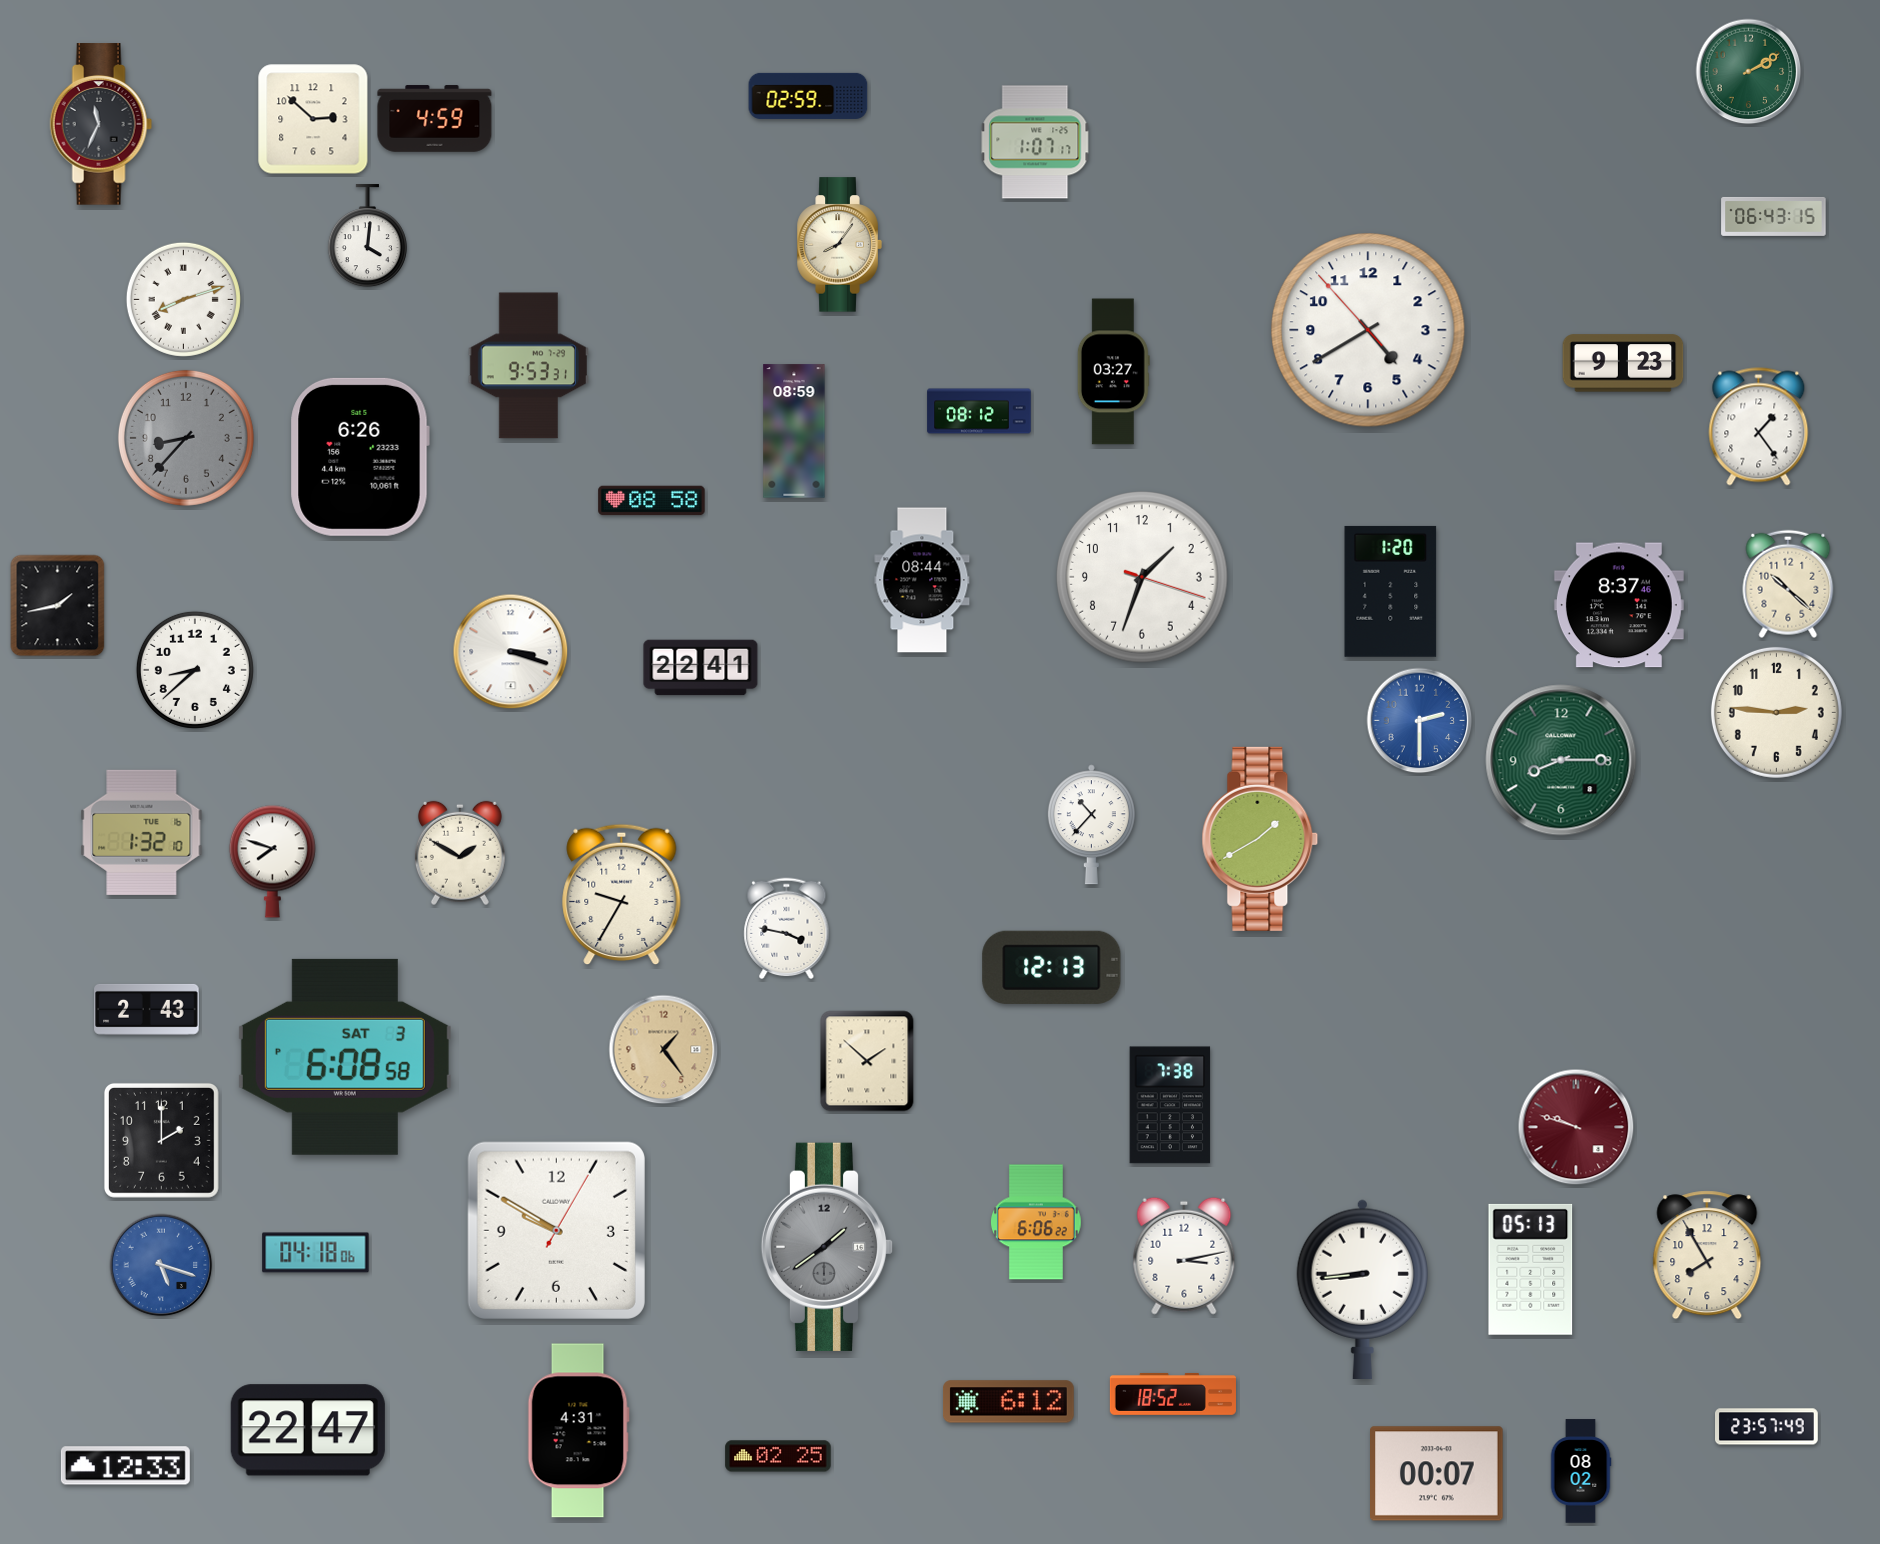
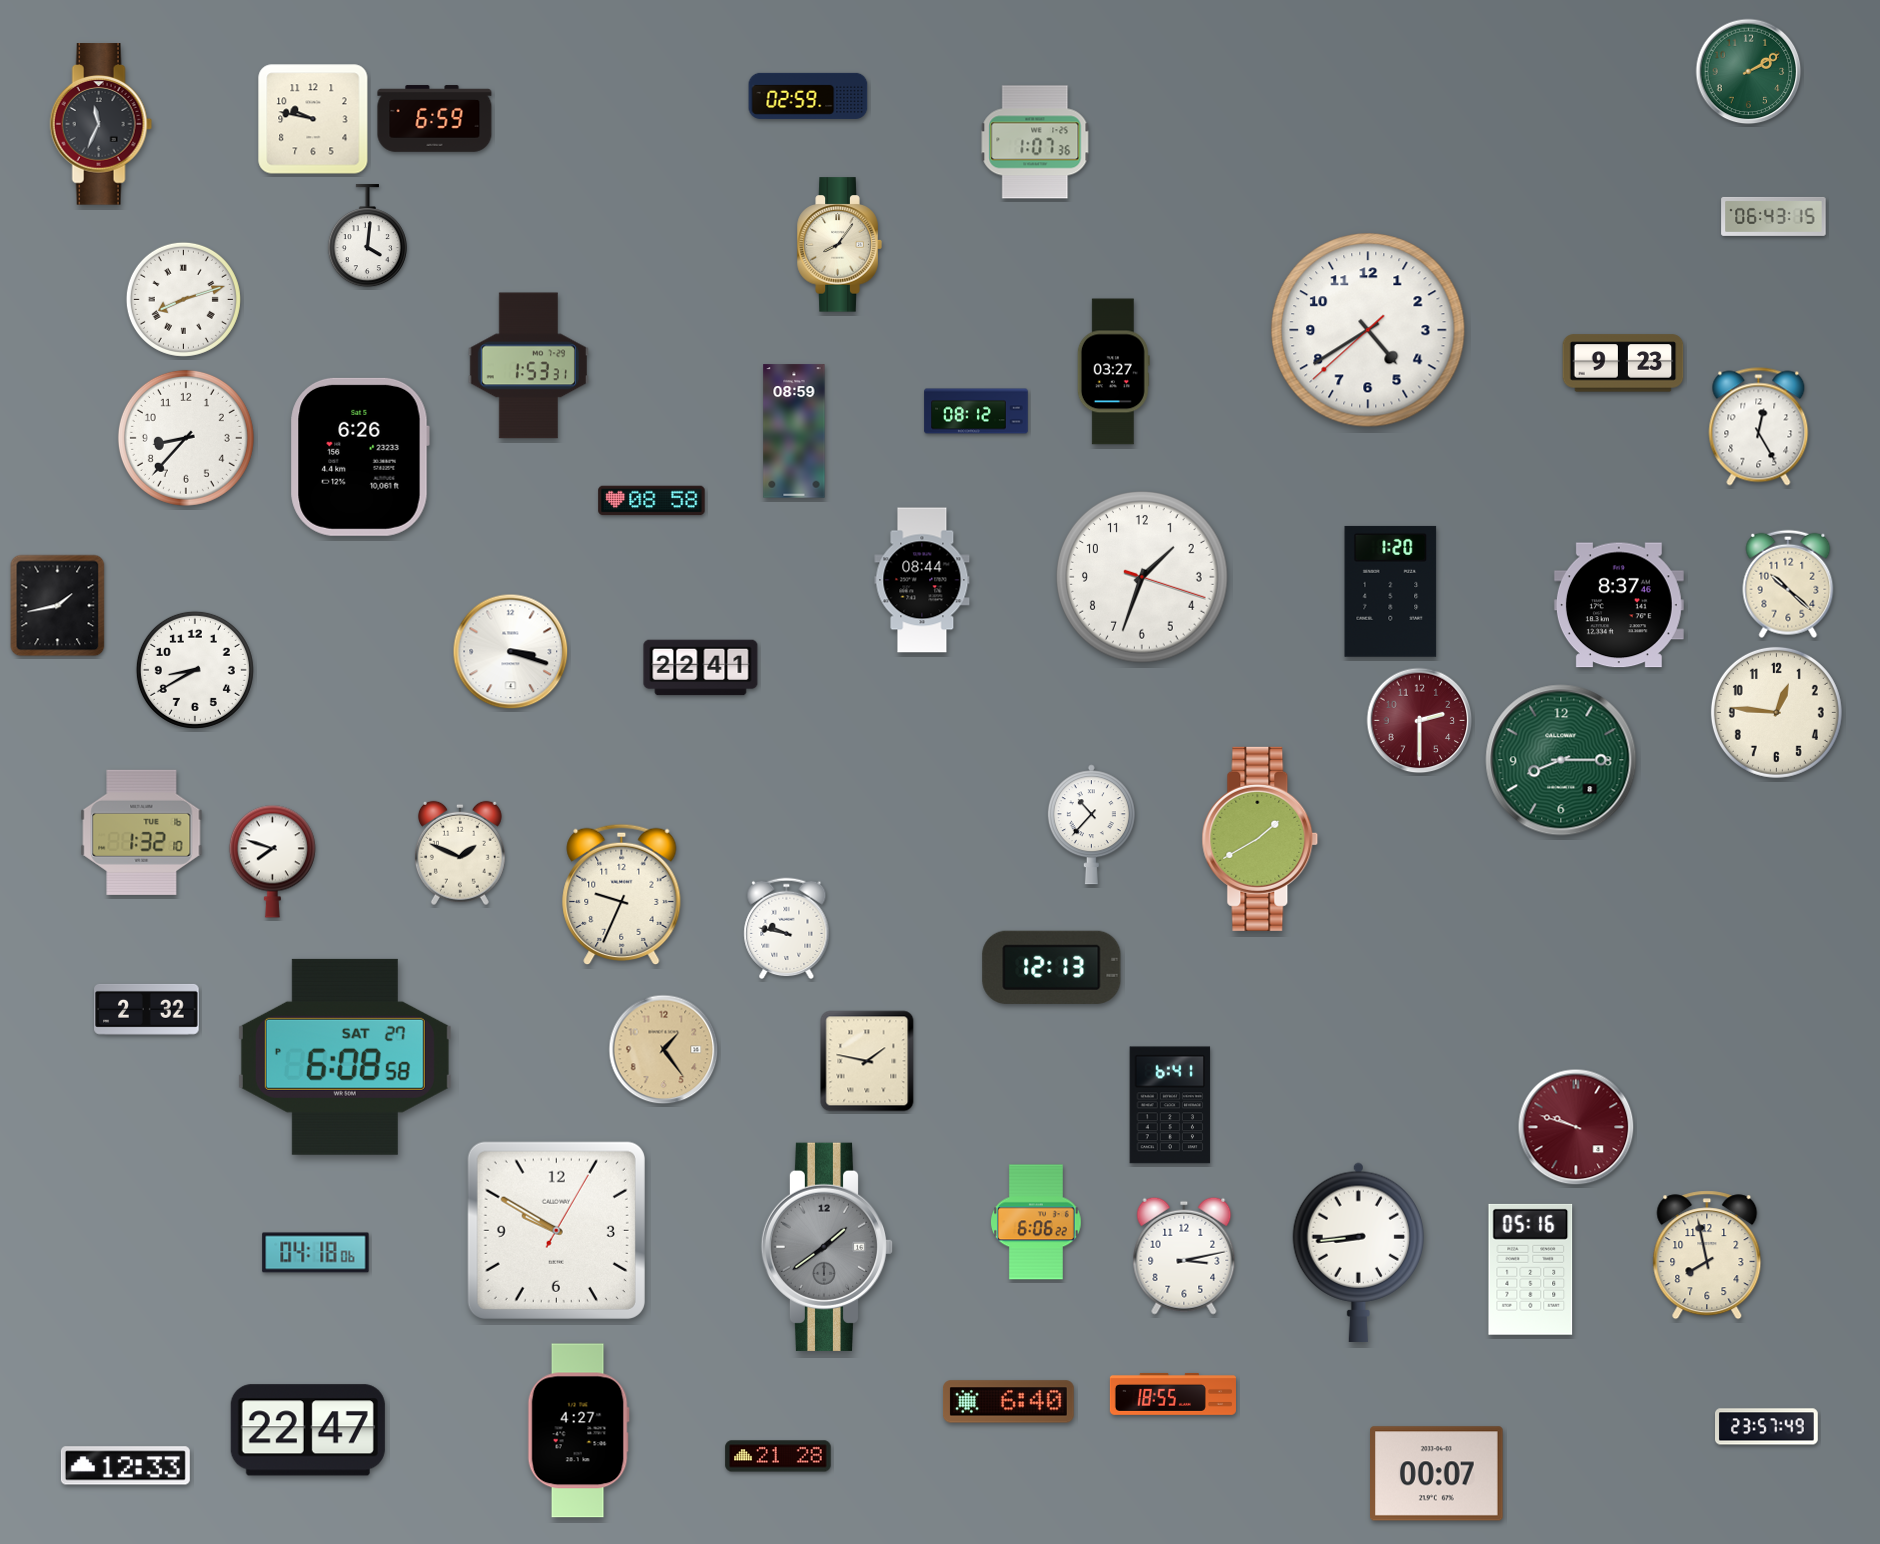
clock at (313, 119): 2:52 -> 9:47
clock at (435, 119): 4:59 -> 6:59
clock at (1035, 142): 1:07:17 -> 1:07:36
clock at (1368, 330): 4:39:53 -> 4:39:38
clock at (528, 366): 9:53 -> 1:53
clock at (979, 411) position: (979, 411) -> (976, 411)
clock at (1759, 427): 1:24 -> 12:25
clock at (186, 438) dial: grey -> white
clock at (195, 670): 8:38 -> 8:40
clock at (1776, 712): 2:46 -> 12:46
clock at (1420, 721) dial: blue -> burgundy
clock at (460, 853): 1:50 -> 1:49
clock at (622, 895): 9:35 -> 9:34
clock at (787, 929): 3:47 -> 9:47
clock at (147, 1009): 2:43 -> 2:32
clock at (345, 1057) date: SAT 3 -> SAT 27
clock at (867, 1061): 1:52 -> 1:47
clock at (1170, 1105): 7:38 -> 6:41
clock at (161, 1140): 2:00 -> none
clock at (1707, 1255): 7:55 -> 7:58
clock at (161, 1265): 5:18 -> none
clock at (1531, 1269): 05:13 -> 05:16
clock at (1362, 1289) position: (1362, 1289) -> (1358, 1252)
clock at (1173, 1394): 18:52 -> 18:55
clock at (1009, 1402): 6:12 -> 6:40
clock at (578, 1431): 4:31 -> 4:27
clock at (778, 1456): 02:25 -> 21:28
clock at (1581, 1471): 08:02 -> none
